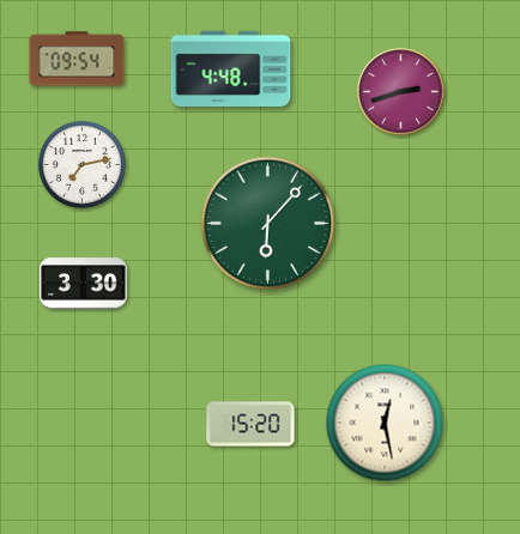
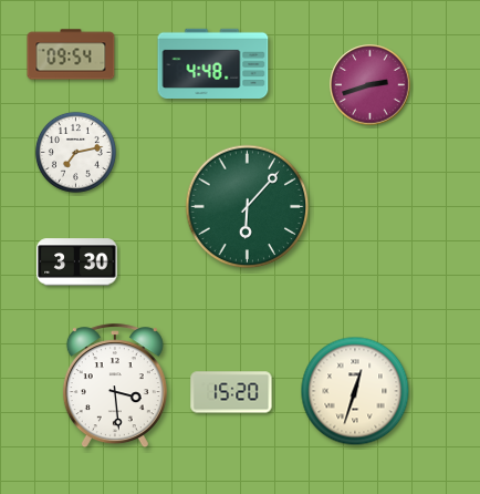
clock at (115, 387): none -> 3:29
clock at (385, 423): 12:28 -> 12:33
